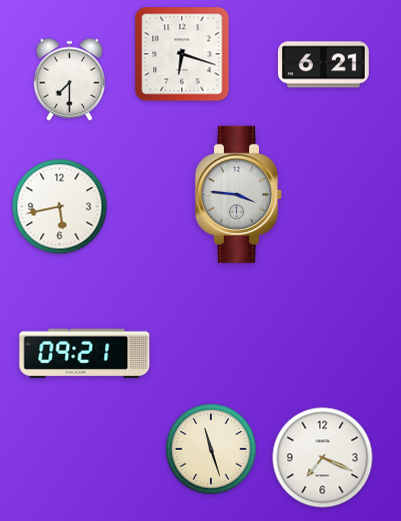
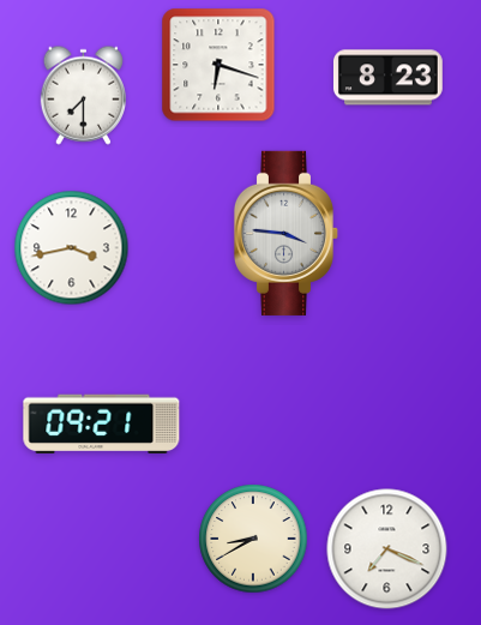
clock at (323, 65): 6:21 -> 8:23
clock at (60, 207): 5:43 -> 3:43
clock at (211, 449): 11:27 -> 8:40
